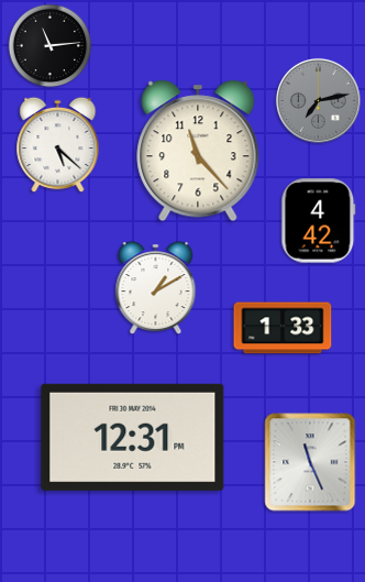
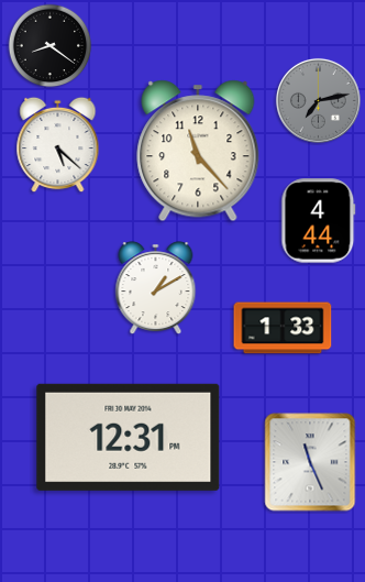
clock at (51, 46): 11:14 -> 8:21
clock at (319, 221): 4:42 -> 4:44
clock at (133, 437) position: (133, 437) -> (129, 437)
